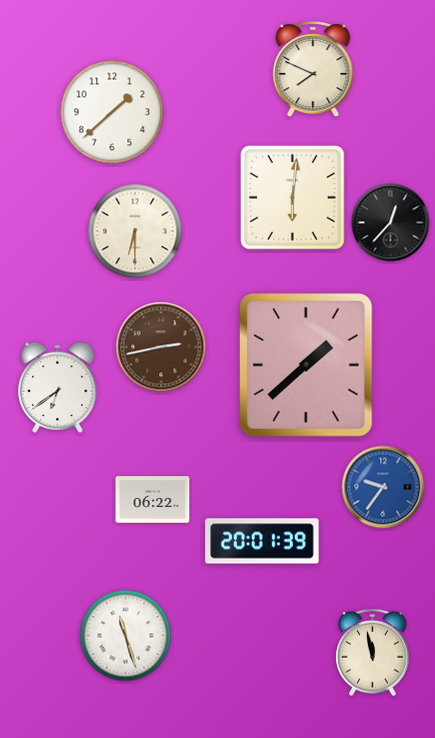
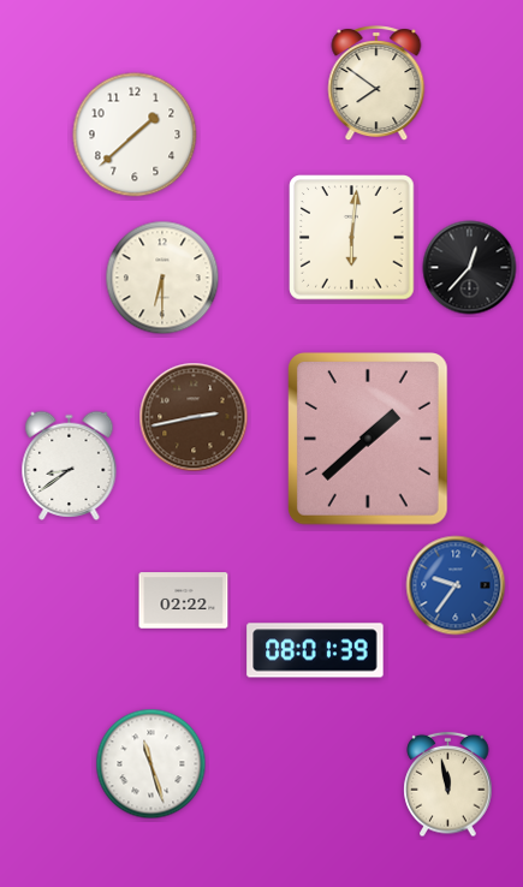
clock at (313, 70): 7:49 -> 7:51
clock at (58, 387): 6:39 -> 8:39
clock at (383, 487) position: (383, 487) -> (456, 585)
clock at (153, 500): 06:22 -> 02:22
clock at (262, 541): 20:01 -> 08:01
